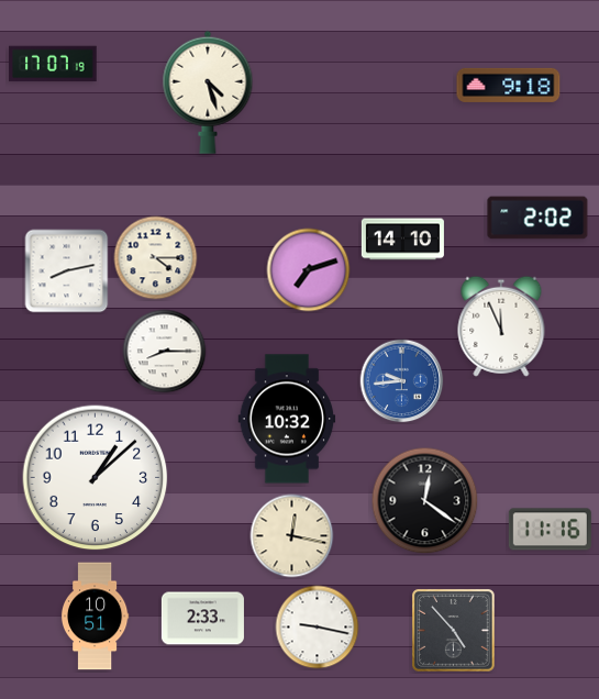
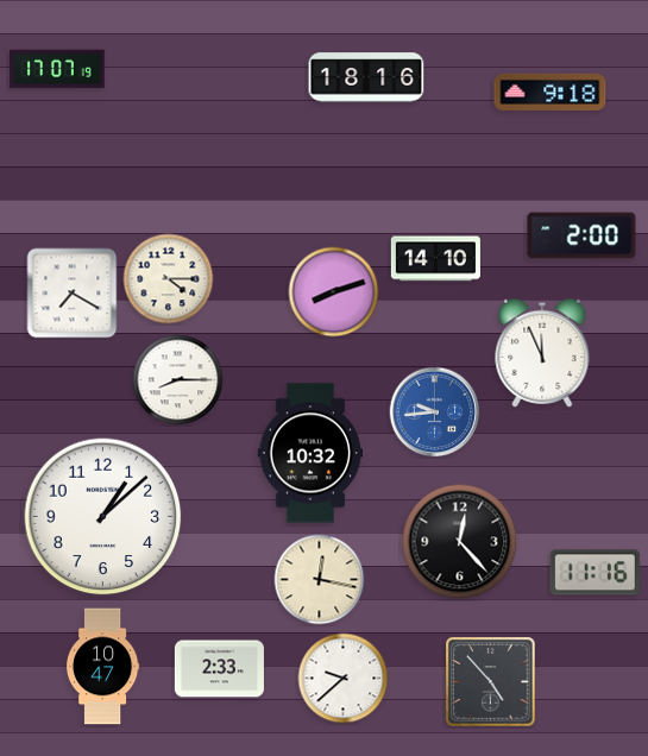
clock at (366, 77): none -> 18:16
clock at (208, 92): 4:27 -> none
clock at (537, 218): 2:02 -> 2:00
clock at (309, 270): 7:12 -> 8:12
clock at (67, 271): 8:13 -> 7:20
clock at (425, 501): 12:21 -> 12:23
clock at (292, 536) position: (292, 536) -> (320, 580)
clock at (95, 617): 10:51 -> 10:47
clock at (318, 628): 9:17 -> 9:38
